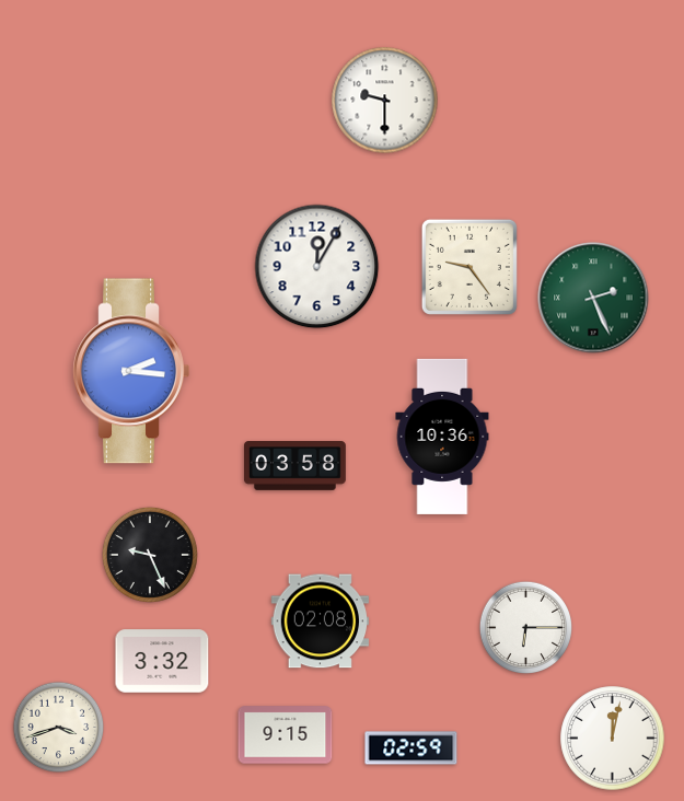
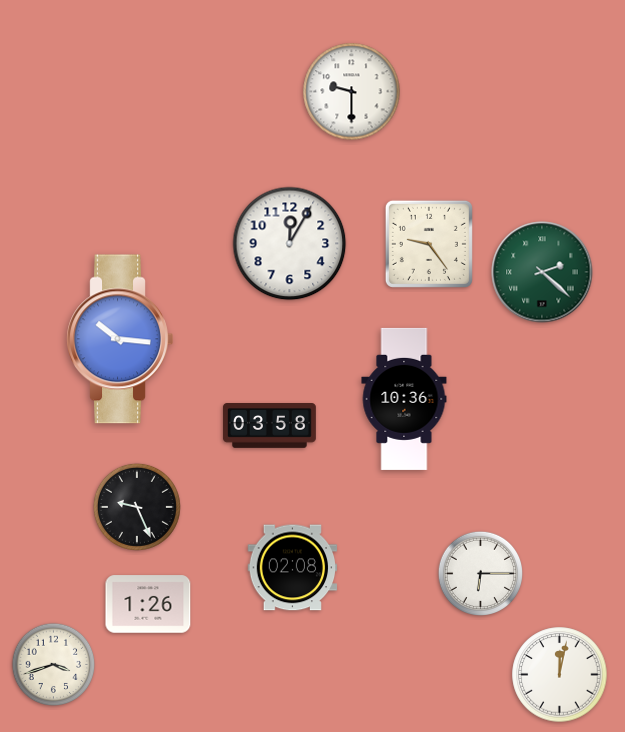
clock at (593, 298): 2:26 -> 2:22
clock at (131, 371): 2:16 -> 10:16
clock at (162, 661): 3:32 -> 1:26
clock at (286, 735): 9:15 -> none
clock at (411, 748): 02:59 -> none
